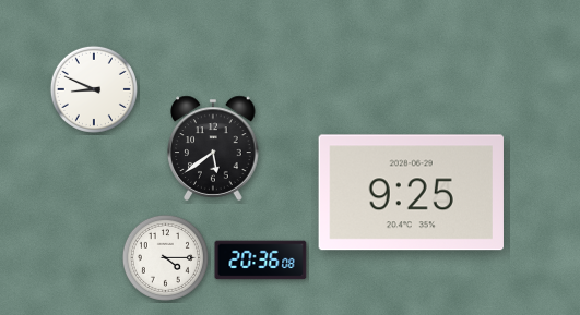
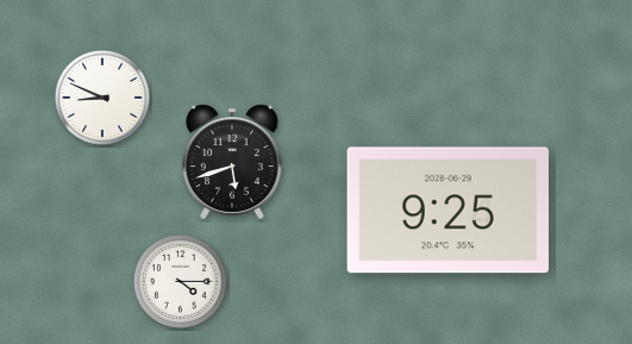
clock at (213, 148): 5:39 -> 5:42
clock at (261, 261): 20:36 -> none
